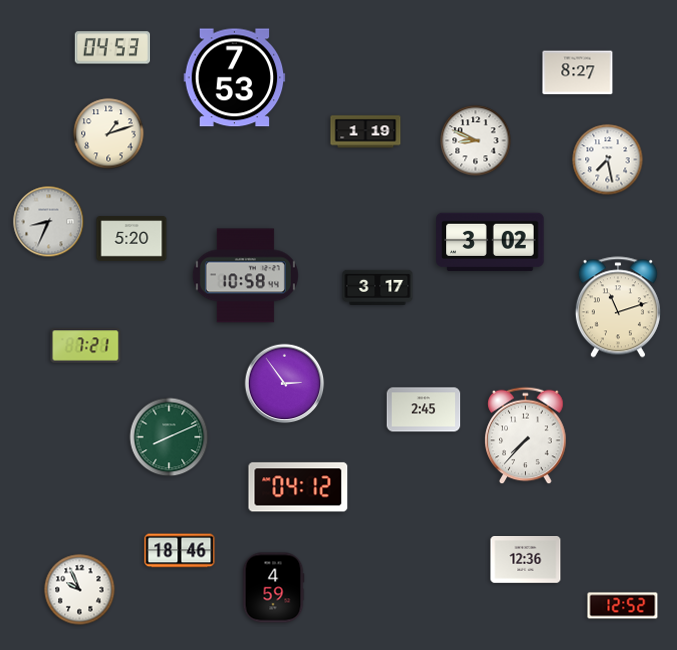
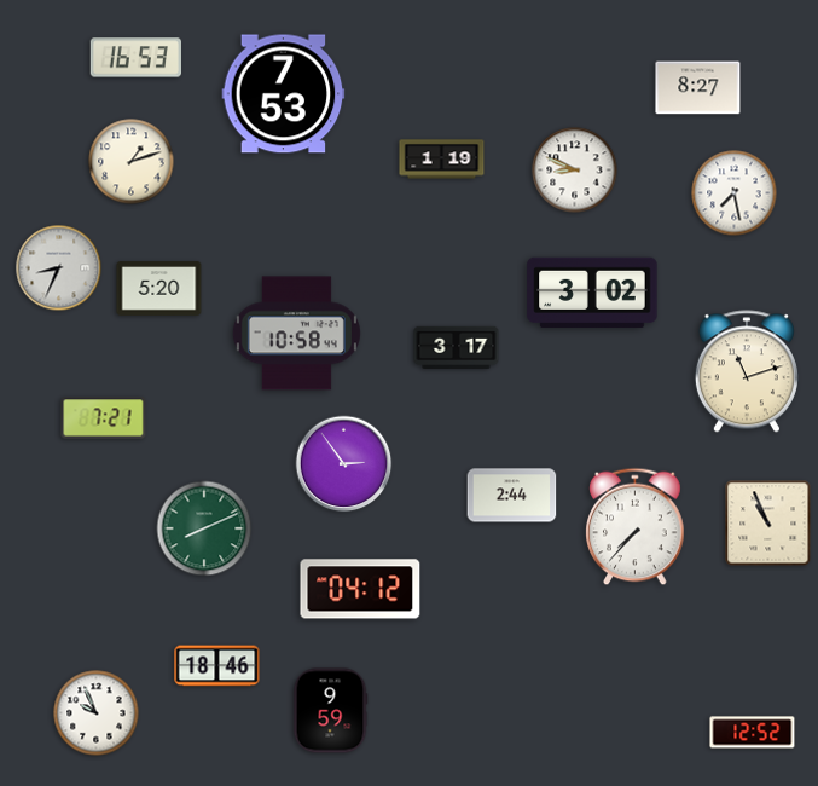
clock at (112, 48): 04:53 -> 16:53
clock at (424, 410): 2:45 -> 2:44
clock at (768, 524): none -> 10:56
clock at (526, 560): 12:36 -> none
clock at (273, 588): 4:59 -> 9:59
